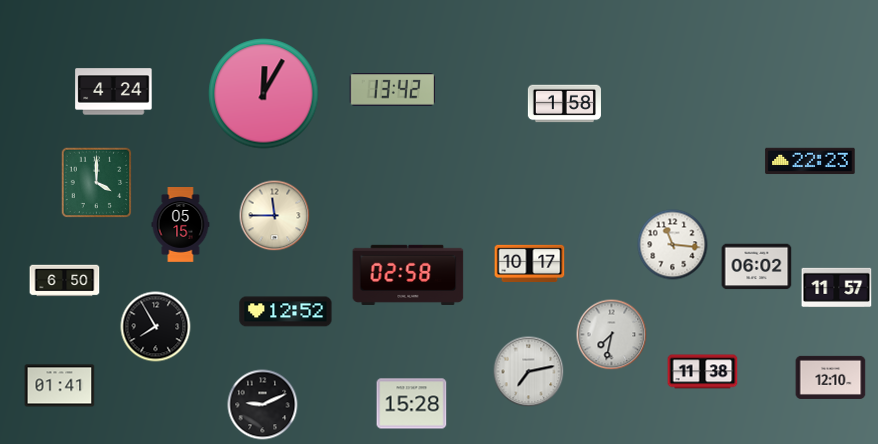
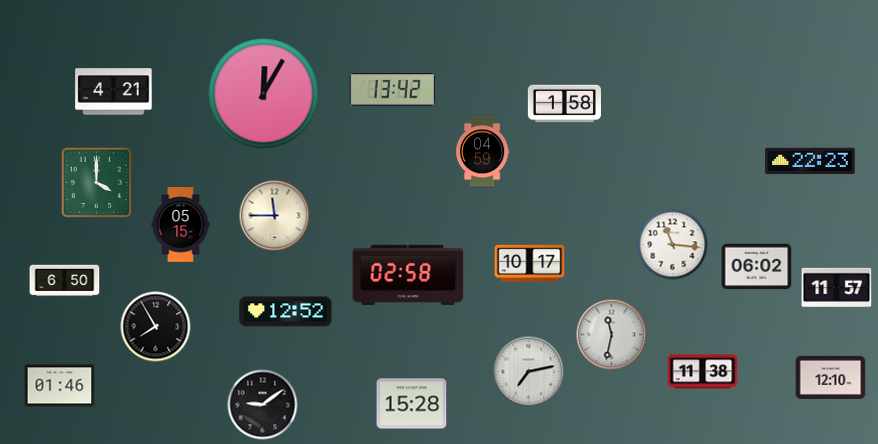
clock at (114, 92): 4:24 -> 4:21
clock at (482, 152): none -> 04:59
clock at (612, 335): 7:32 -> 11:32
clock at (60, 386): 01:41 -> 01:46
clock at (263, 405): 9:11 -> 9:09
